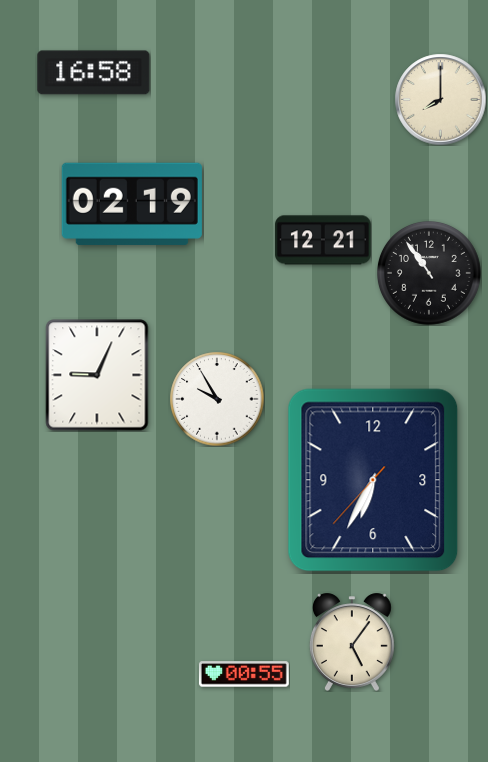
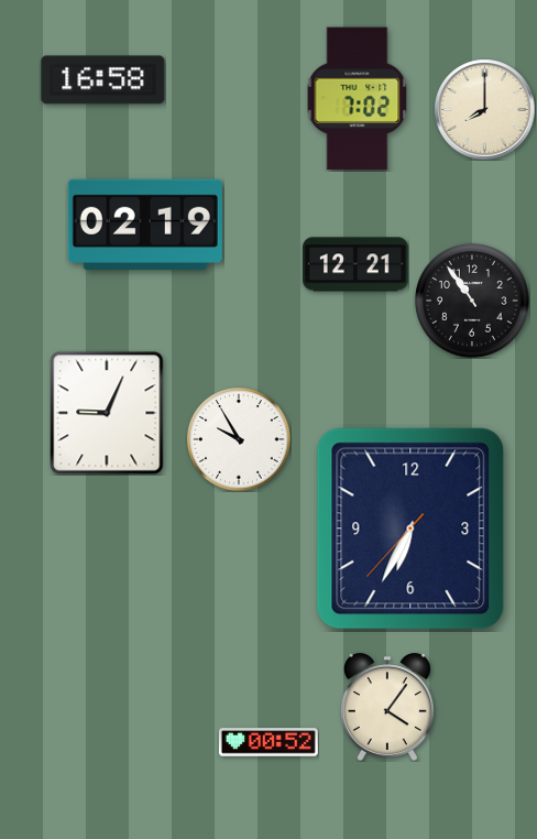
clock at (358, 99): none -> 7:02
clock at (352, 642): 5:06 -> 4:06
clock at (244, 674): 00:55 -> 00:52
